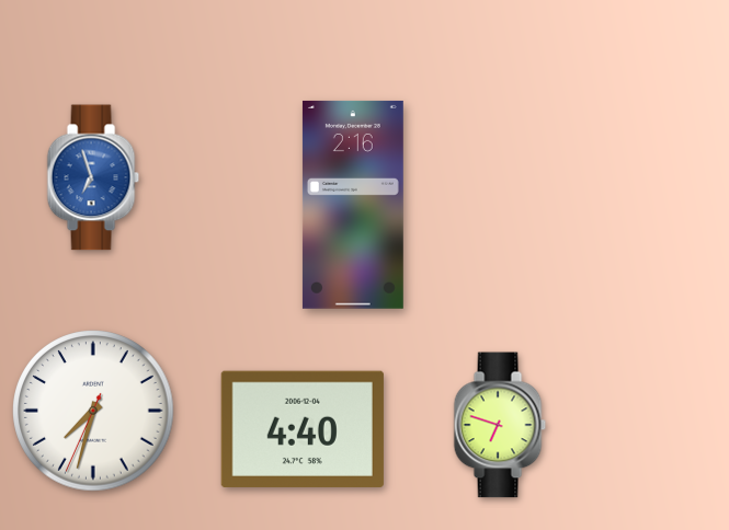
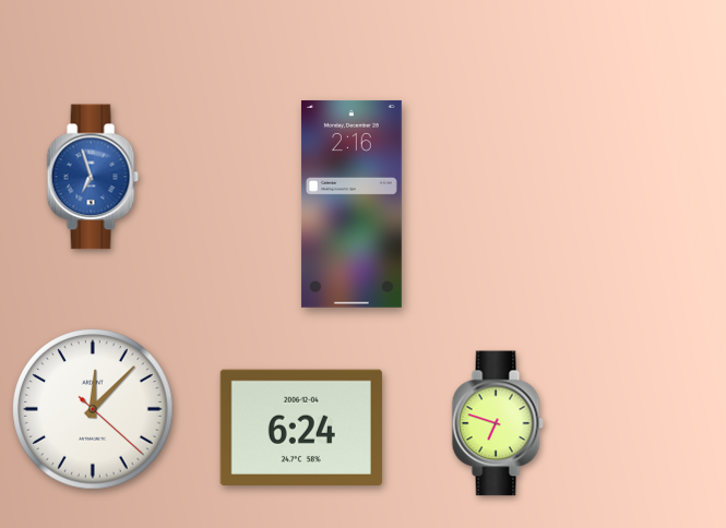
clock at (93, 411): 7:32 -> 12:07
clock at (303, 429): 4:40 -> 6:24
